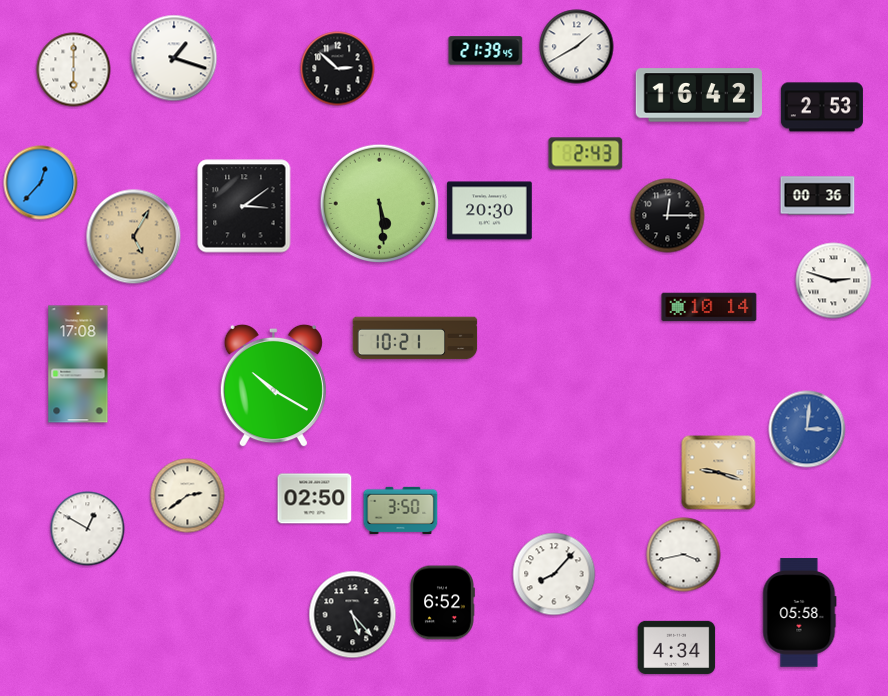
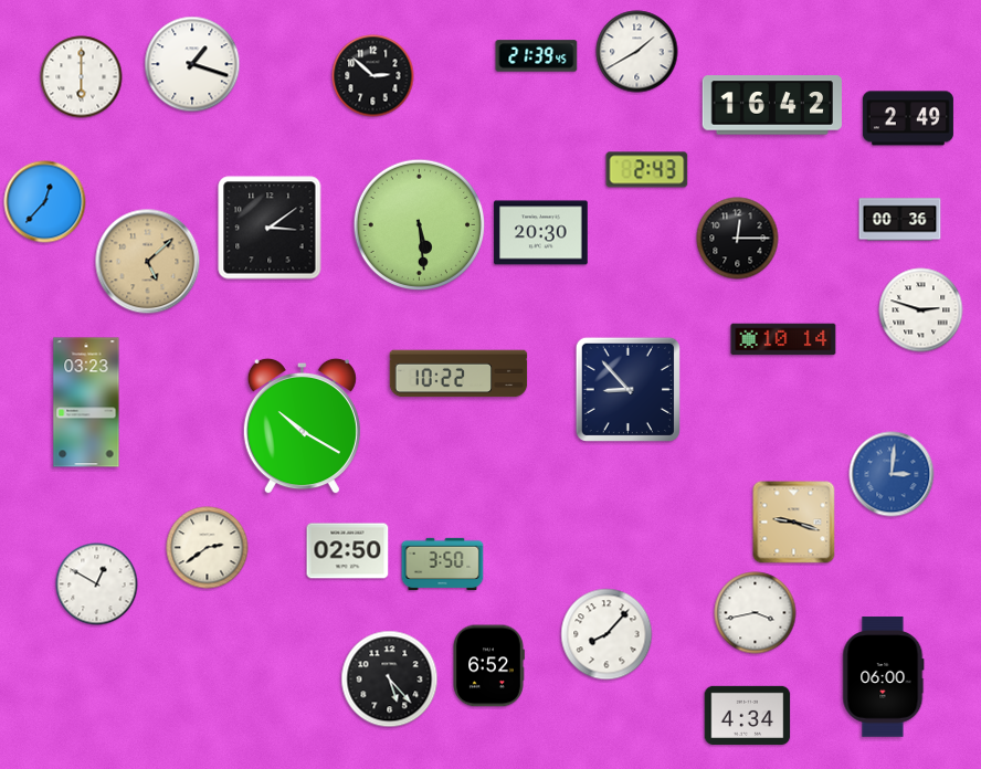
clock at (822, 107): 2:53 -> 2:49
clock at (818, 196) position: (818, 196) -> (900, 220)
clock at (134, 237): 5:05 -> 5:08
clock at (415, 338): 10:21 -> 10:22
clock at (627, 389): none -> 8:53
clock at (78, 364): 17:08 -> 03:23
clock at (554, 574) position: (554, 574) -> (606, 634)
clock at (800, 613): 05:58 -> 06:00
